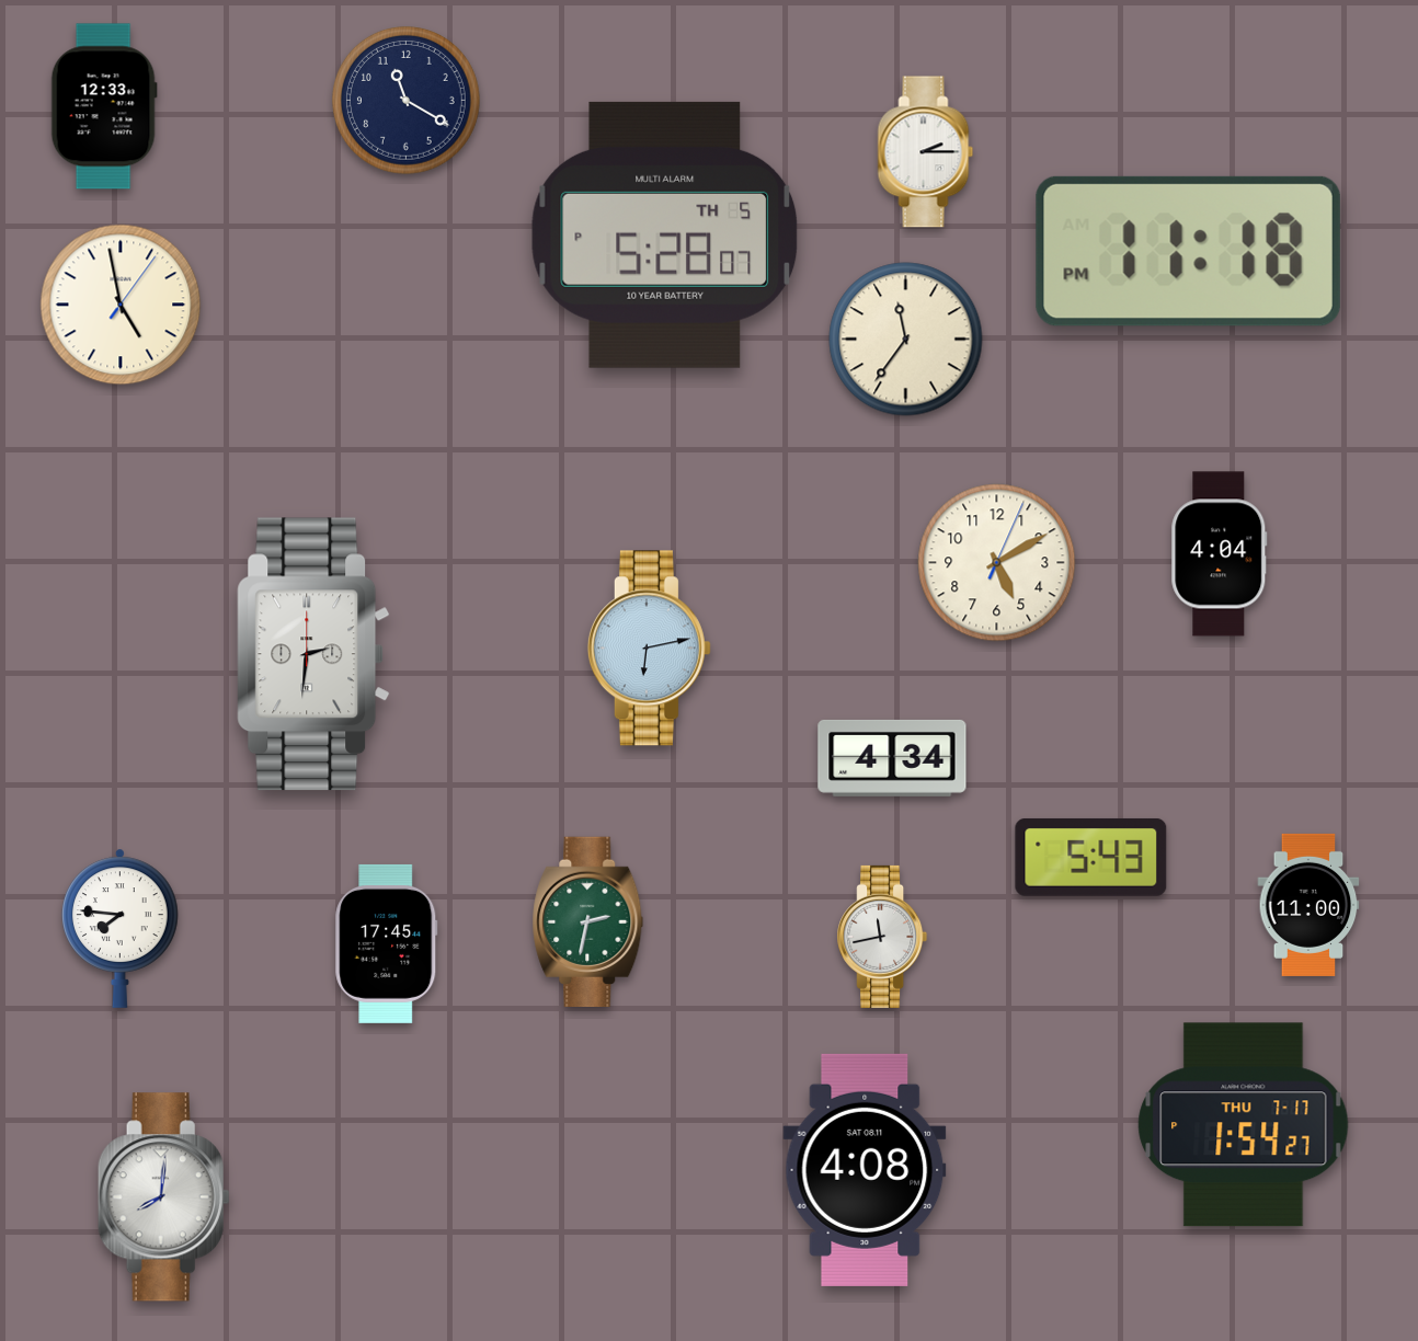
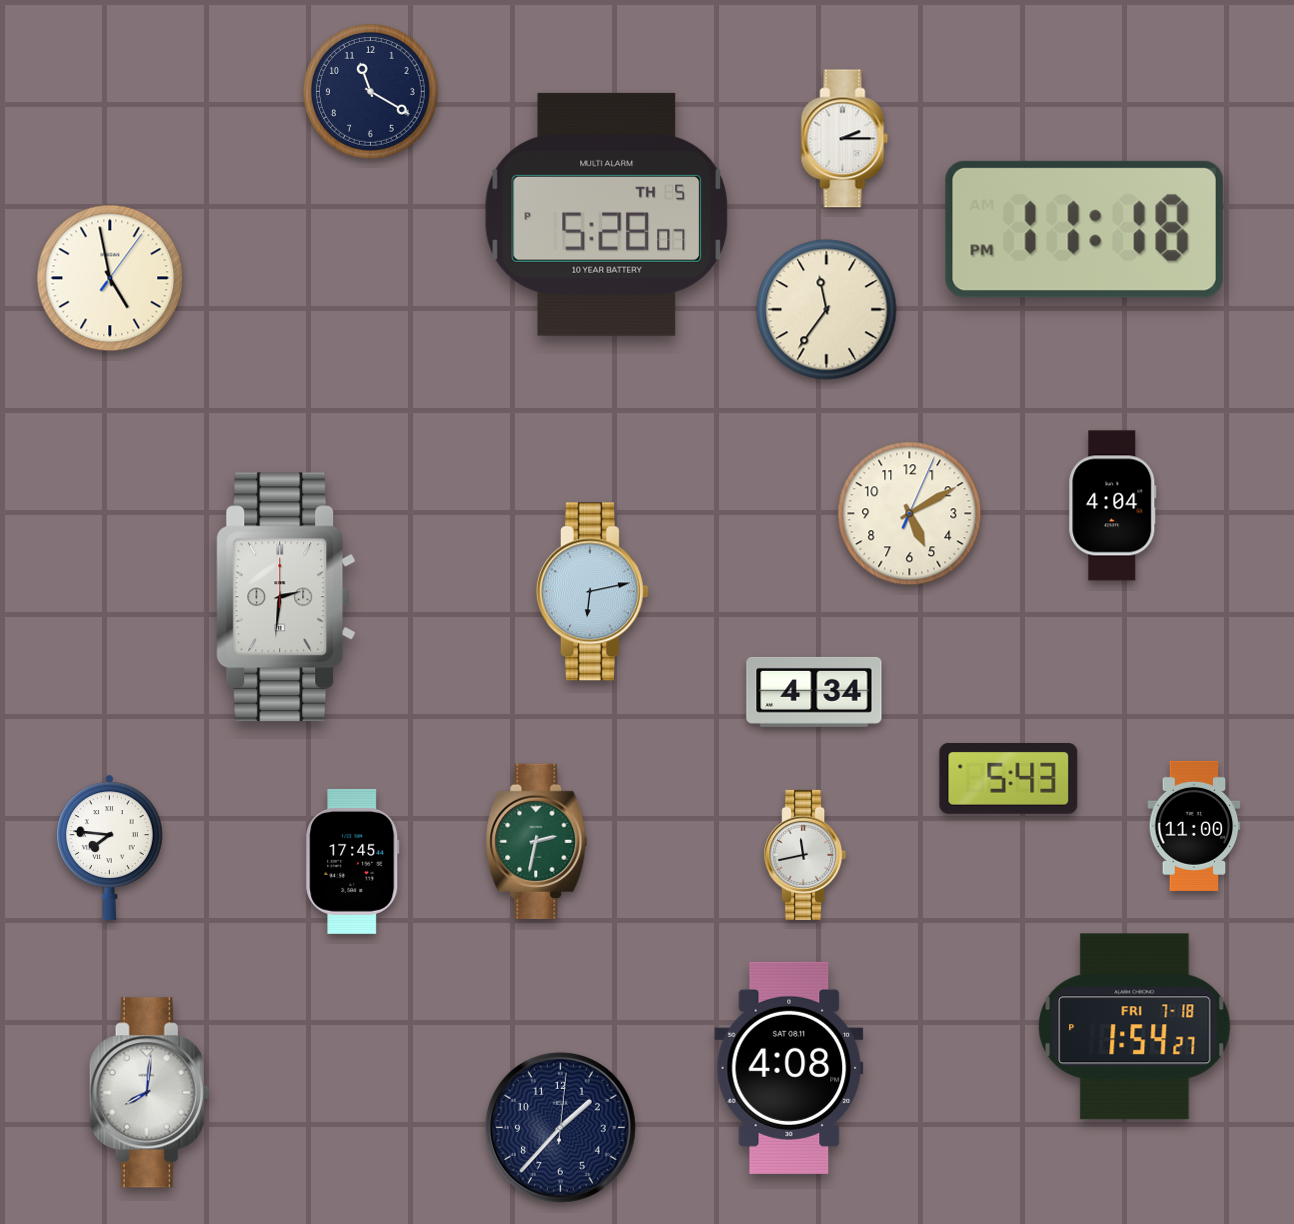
clock at (104, 106): 12:33 -> none
clock at (1091, 857) position: (1091, 857) -> (1009, 778)
clock at (1244, 1125) date: THU 7-17 -> FRI 7-18
clock at (560, 1127): none -> 1:37
